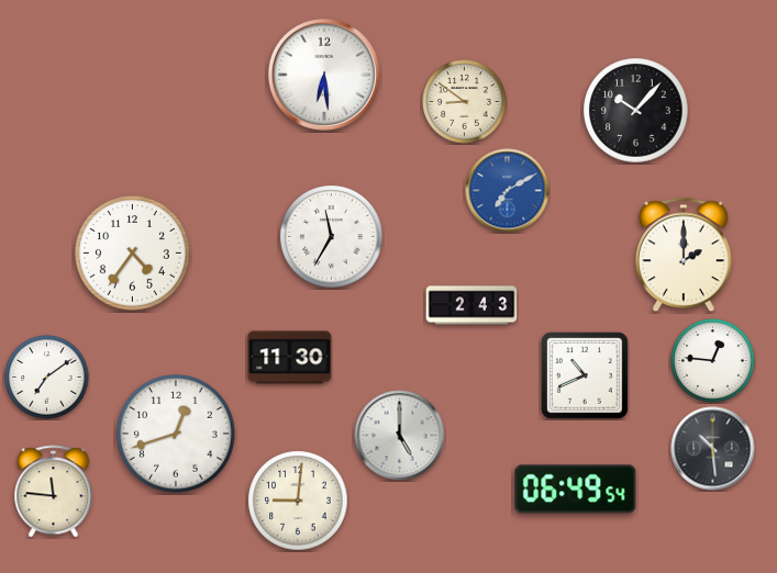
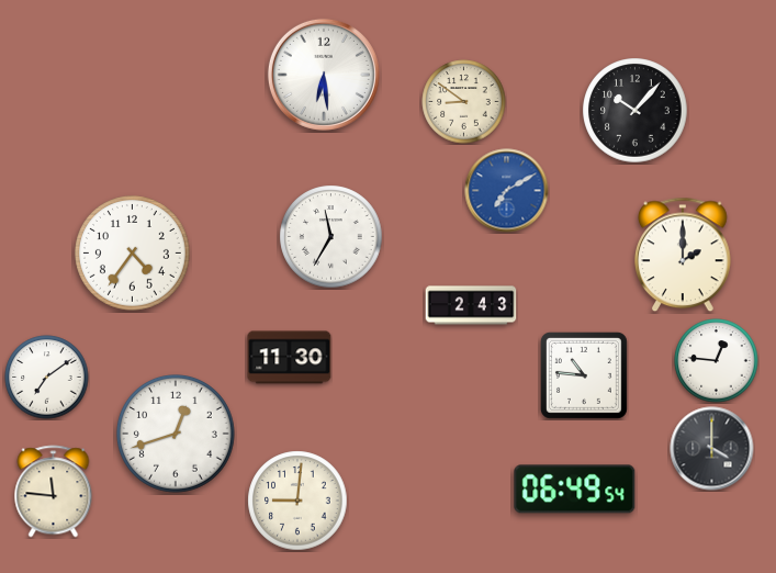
clock at (713, 361) position: (713, 361) -> (717, 361)
clock at (585, 375): 10:41 -> 10:46
clock at (400, 436): 5:00 -> none
clock at (713, 449): 10:29 -> 4:00
